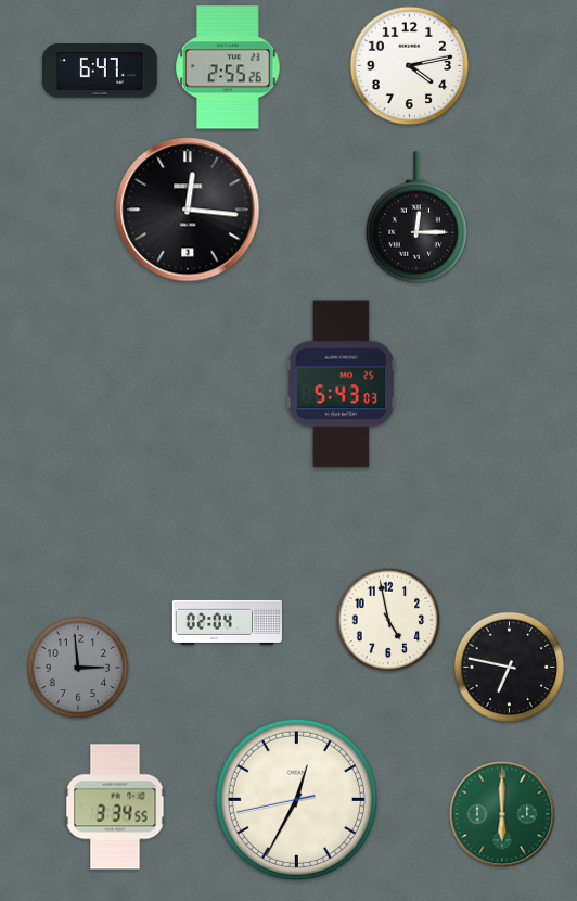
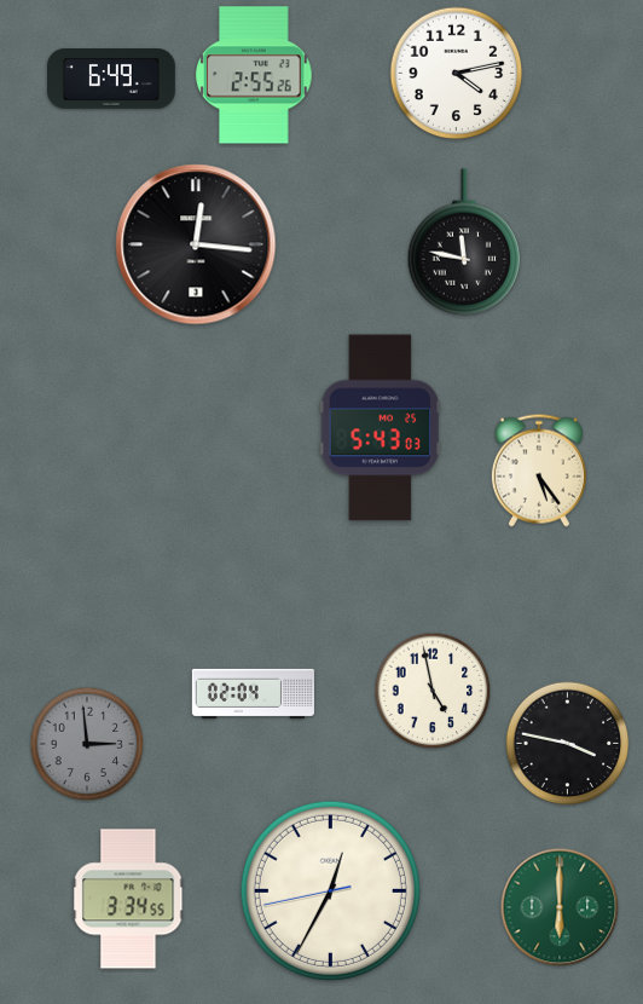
clock at (101, 71): 6:47 -> 6:49
clock at (188, 210) position: (188, 210) -> (196, 244)
clock at (415, 217): 12:15 -> 11:47
clock at (539, 471): none -> 5:24
clock at (510, 668): 6:47 -> 3:47
